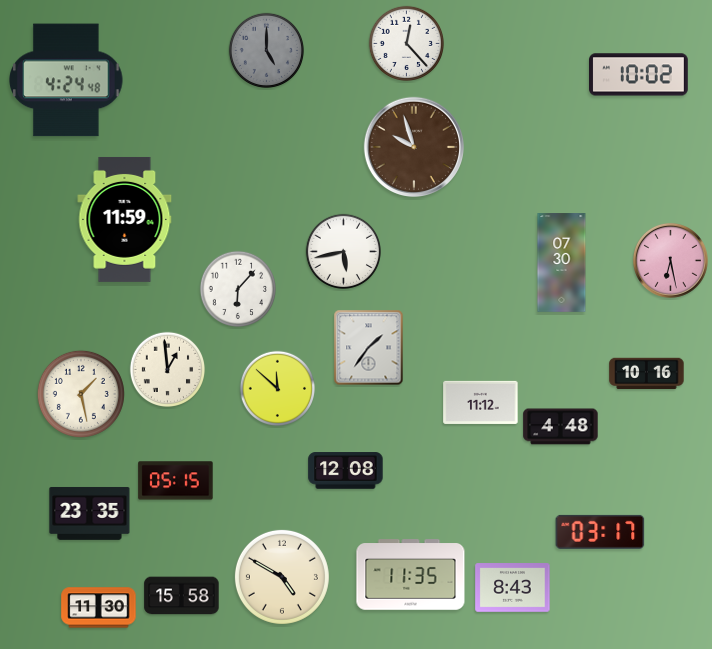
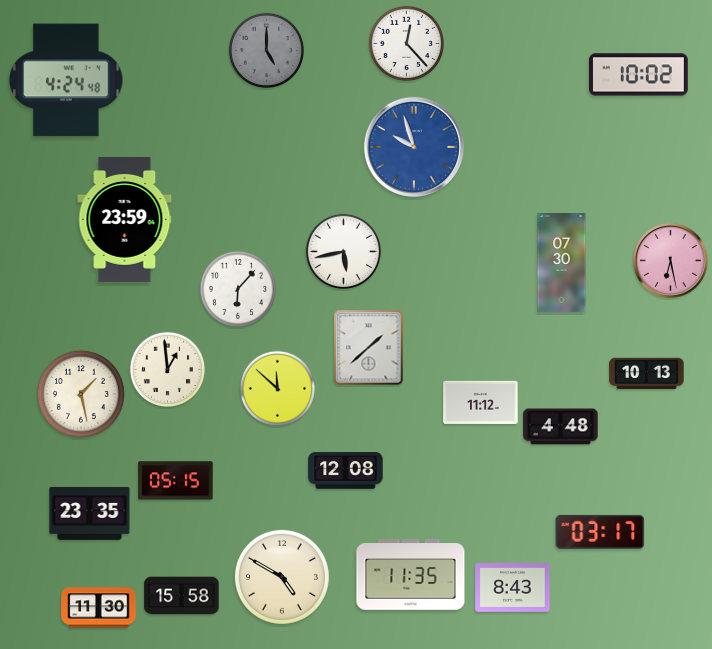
clock at (414, 147) dial: brown -> blue
clock at (125, 219): 11:59 -> 23:59
clock at (369, 348): 1:36 -> 1:38
clock at (647, 374): 10:16 -> 10:13
